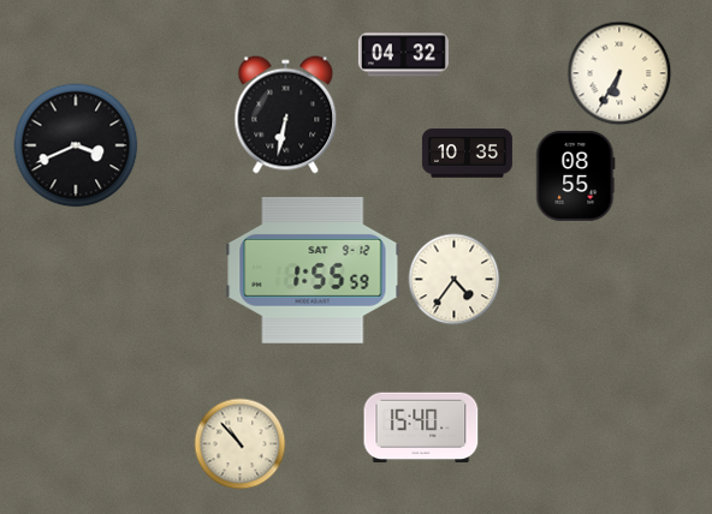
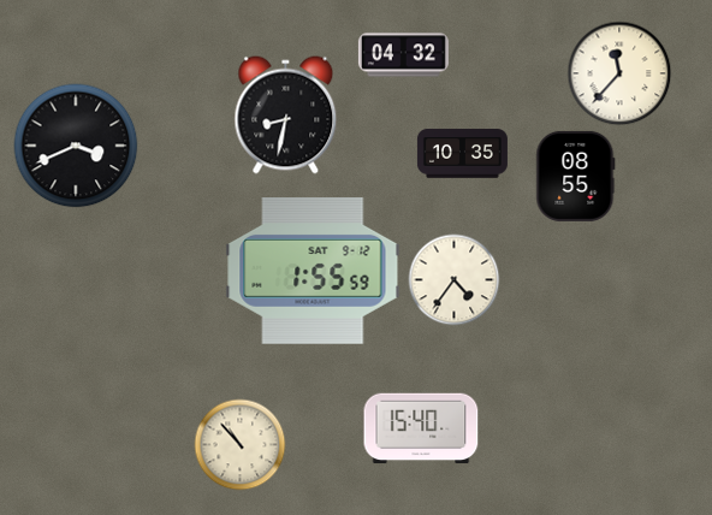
clock at (619, 73): 6:35 -> 11:37
clock at (286, 115): 6:32 -> 8:32
clock at (467, 154) position: (467, 154) -> (462, 154)
